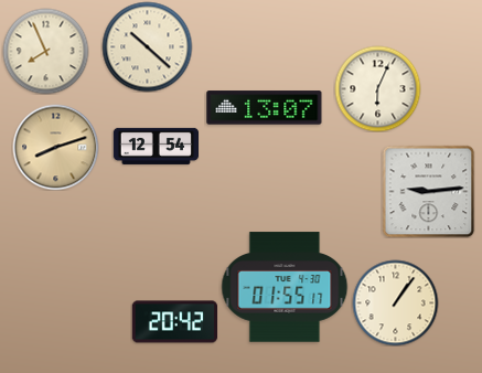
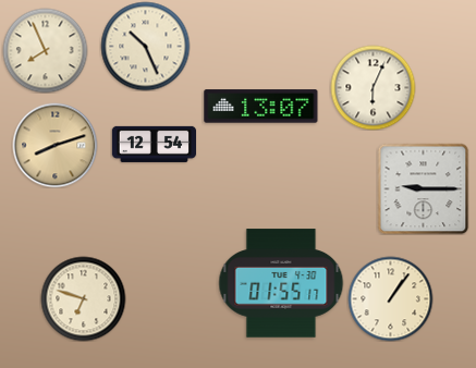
clock at (147, 46): 10:22 -> 10:26
clock at (428, 191): 9:14 -> 9:15
clock at (83, 298): none -> 6:48
clock at (174, 322): 20:42 -> none
